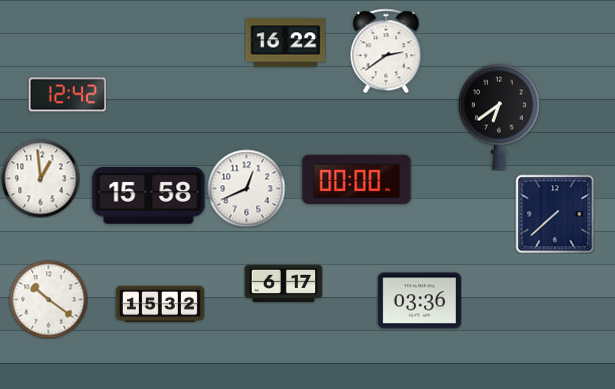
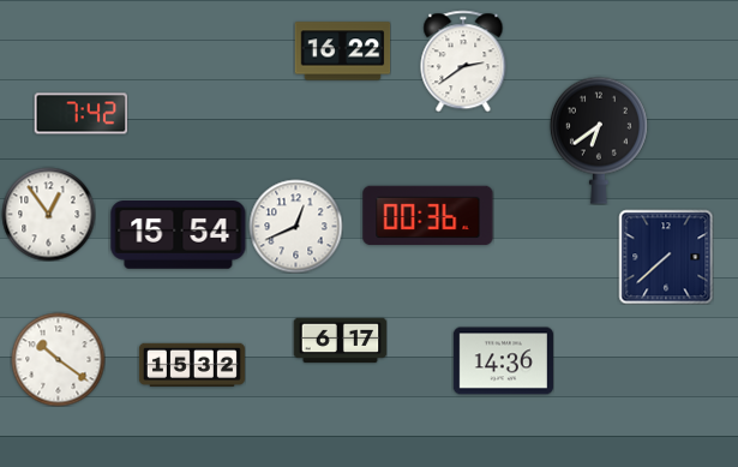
clock at (67, 95): 12:42 -> 7:42
clock at (40, 178): 12:59 -> 12:54
clock at (357, 180): 00:00 -> 00:36
clock at (149, 196): 15:58 -> 15:54
clock at (419, 301): 03:36 -> 14:36
